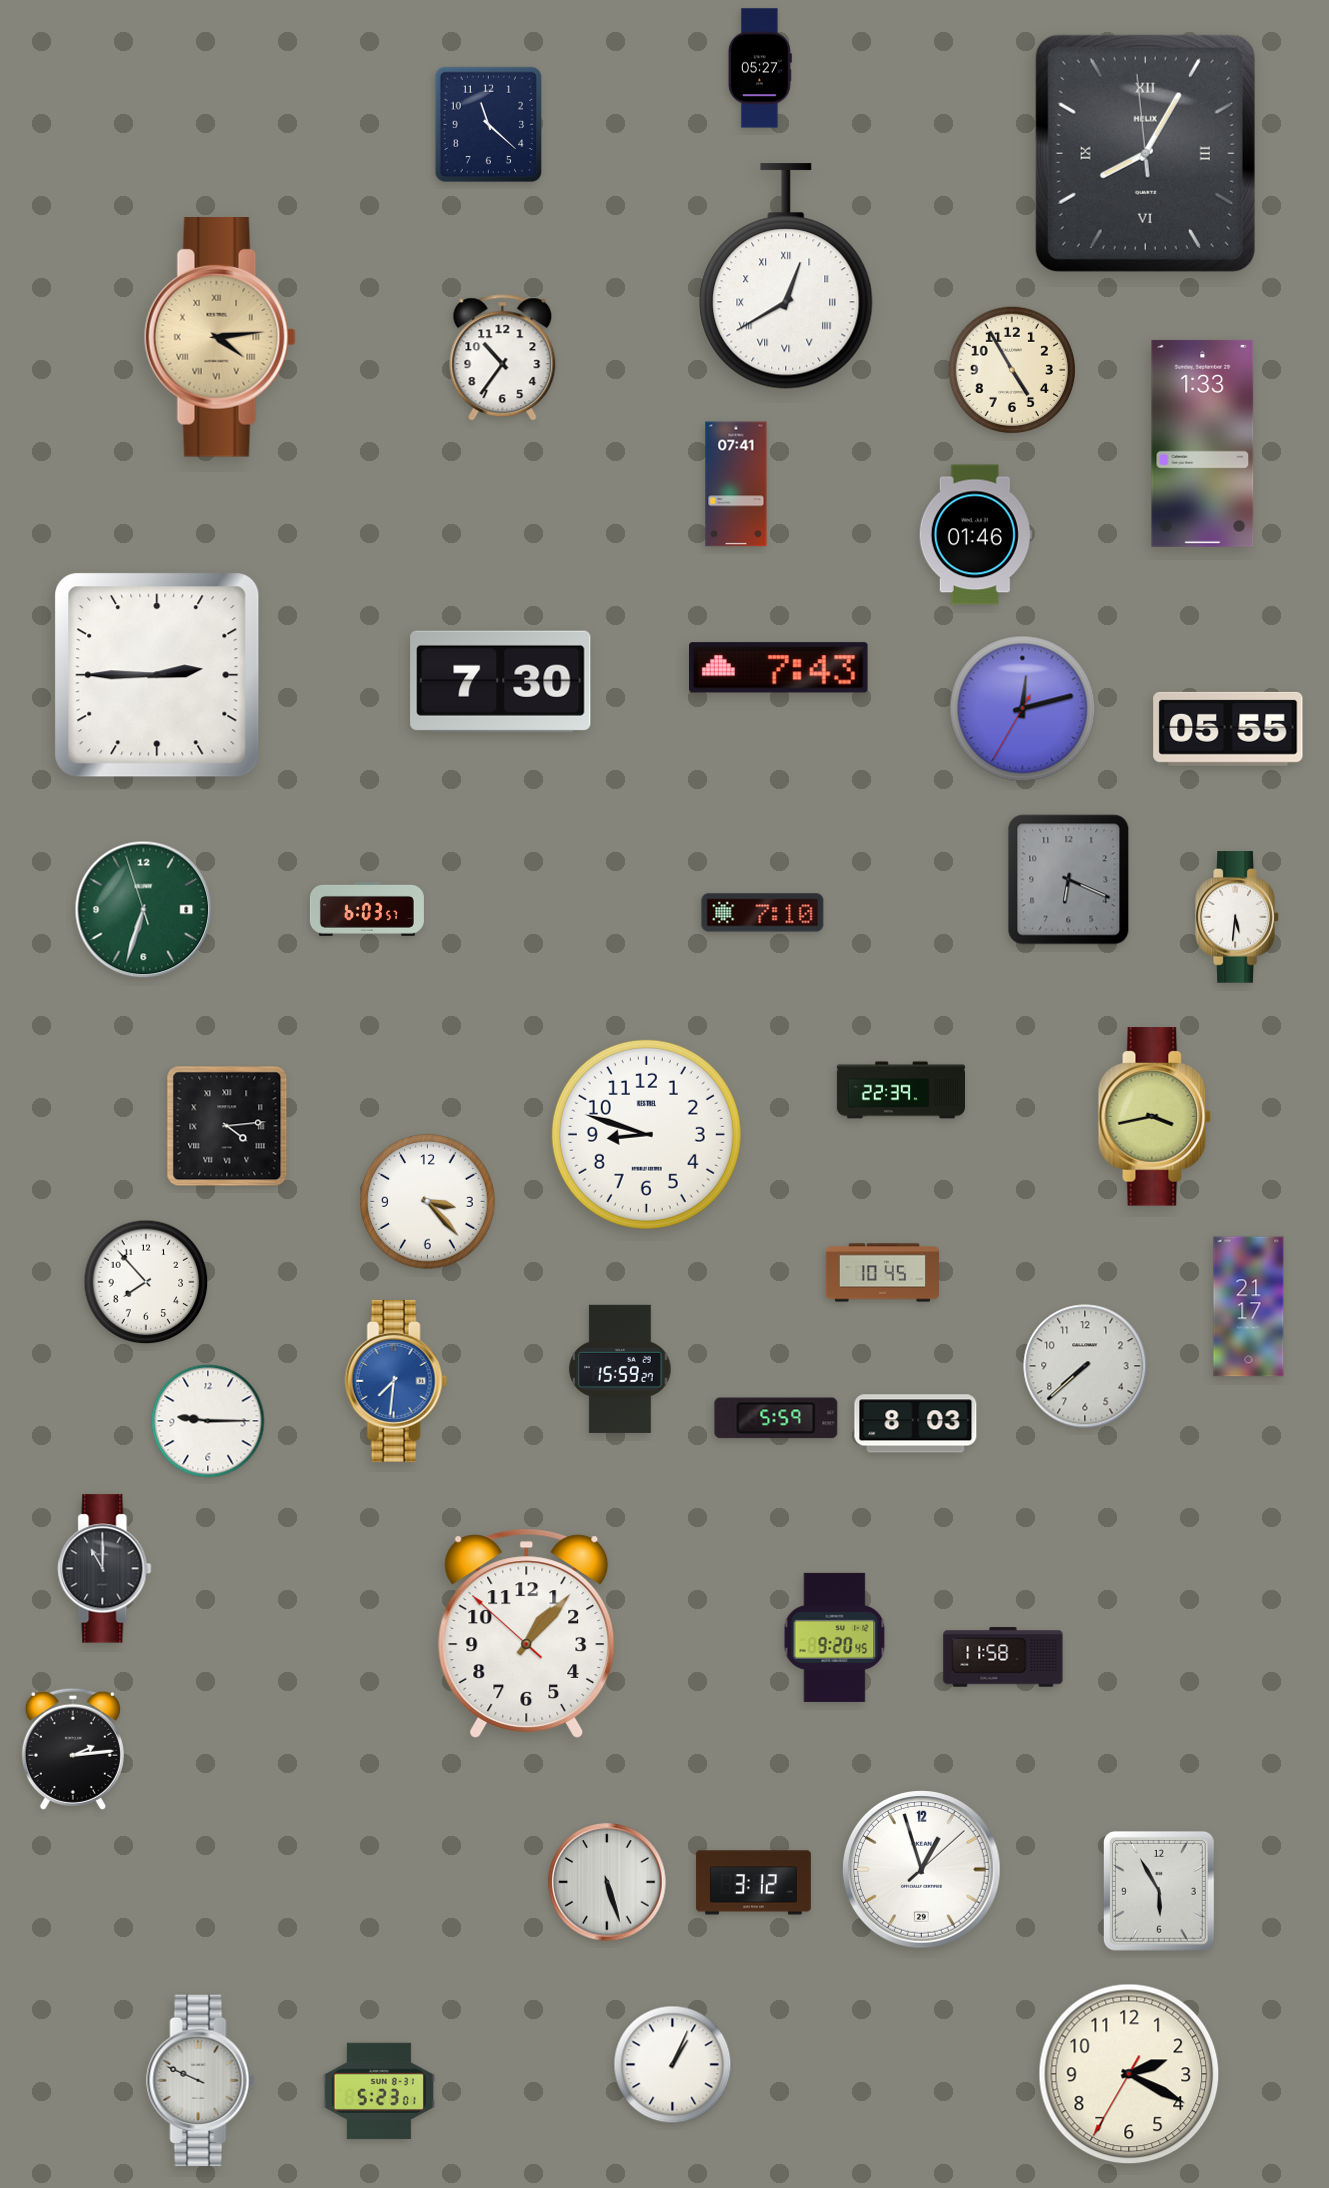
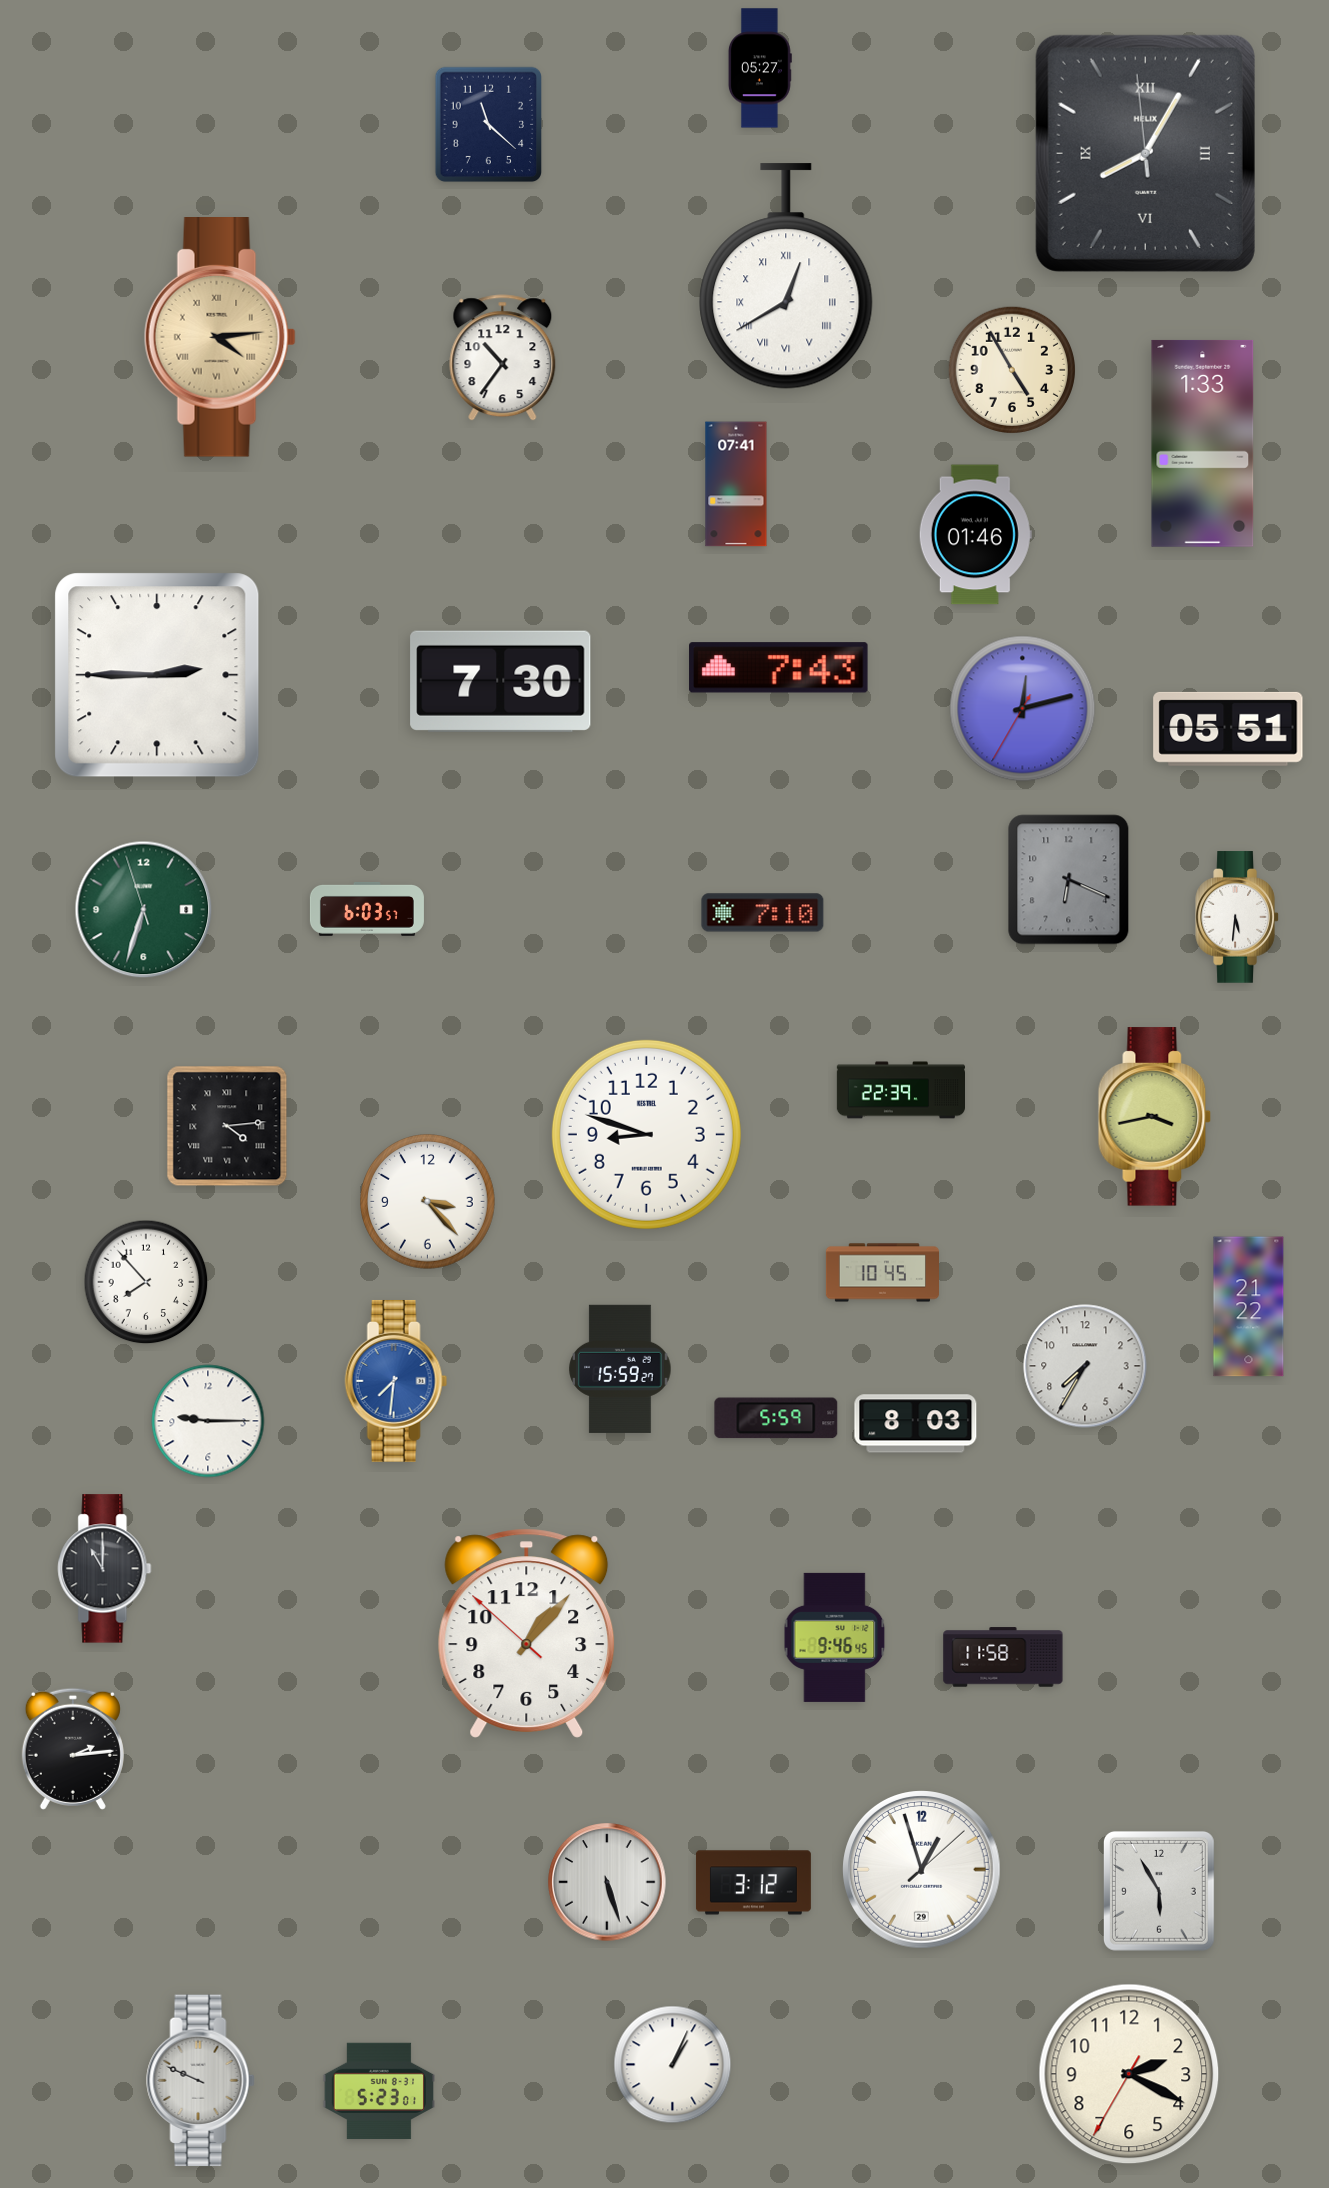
clock at (1228, 729): 05:55 -> 05:51
clock at (1249, 1307): 21:17 -> 21:22
clock at (1085, 1366): 7:38 -> 7:35
clock at (835, 1637): 9:20 -> 9:46
